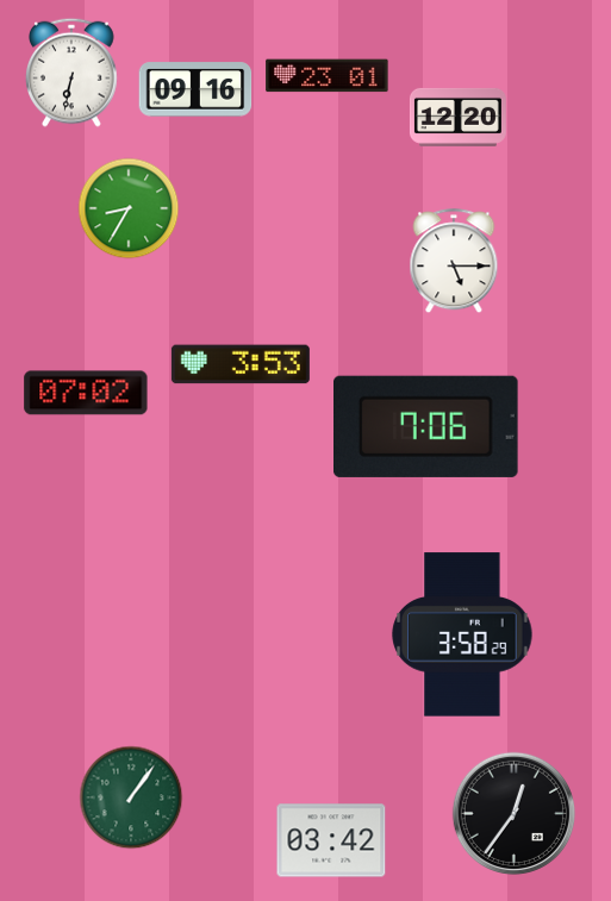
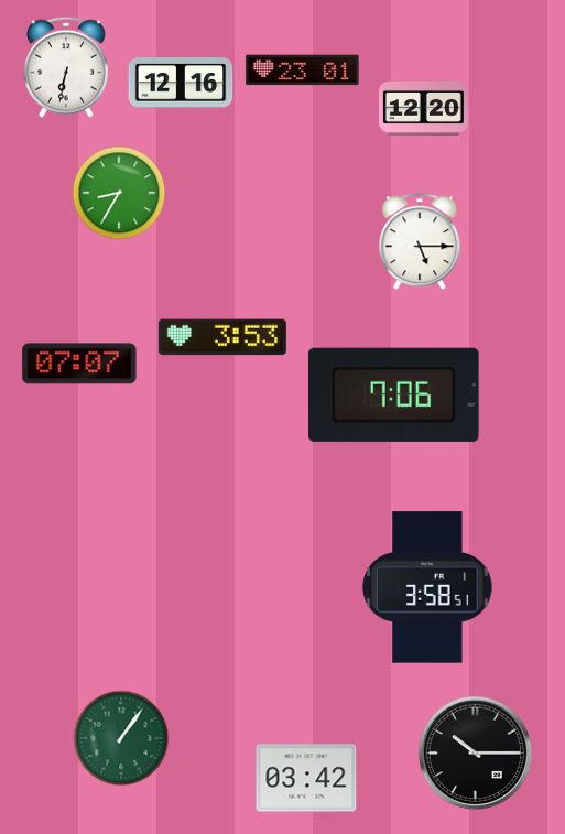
clock at (195, 89): 09:16 -> 12:16
clock at (86, 393): 07:02 -> 07:07
clock at (462, 634): 3:58:29 -> 3:58:51
clock at (513, 813): 12:36 -> 10:15
